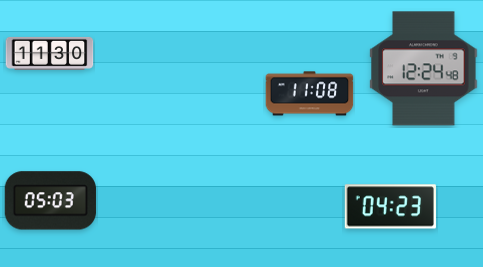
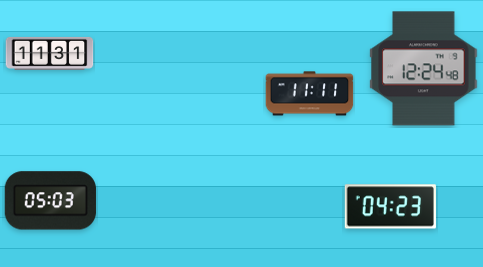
clock at (50, 53): 11:30 -> 11:31
clock at (310, 94): 11:08 -> 11:11
